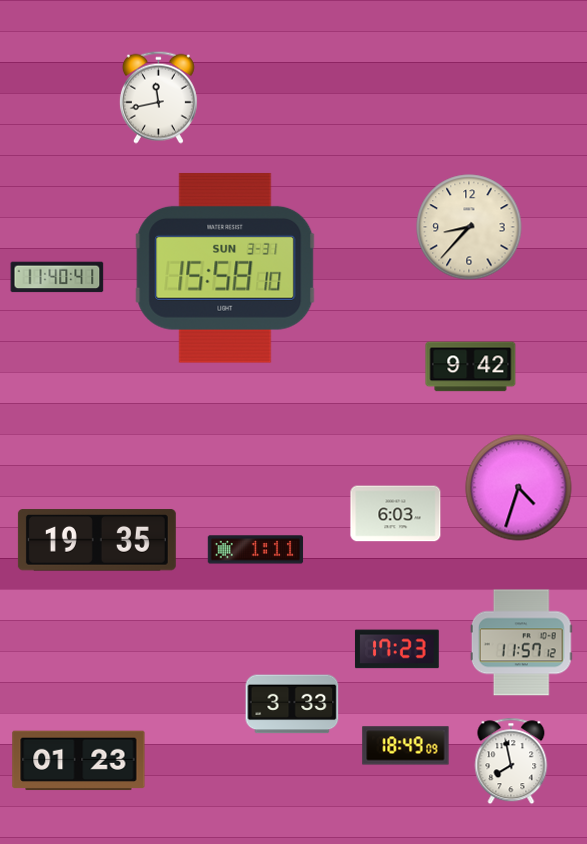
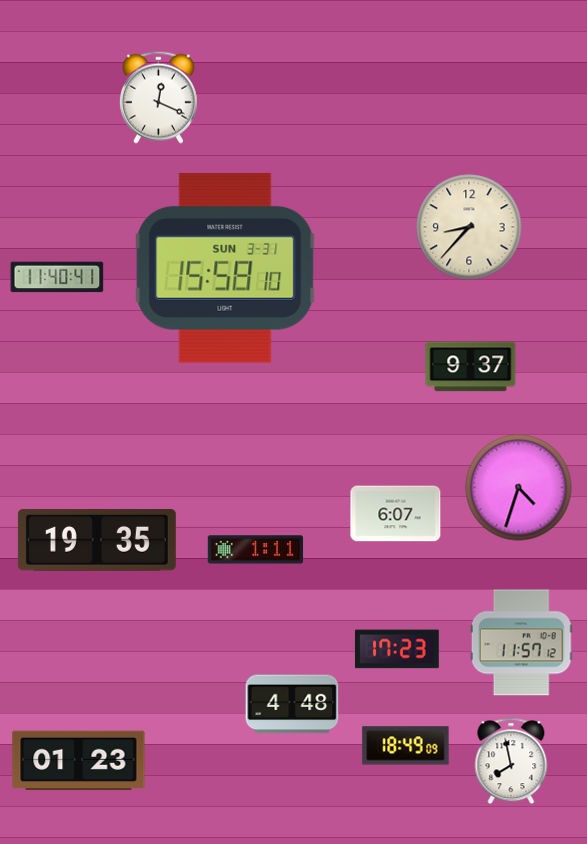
clock at (158, 97): 11:43 -> 12:19
clock at (471, 367): 9:42 -> 9:37
clock at (396, 514): 6:03 -> 6:07
clock at (292, 704): 3:33 -> 4:48
